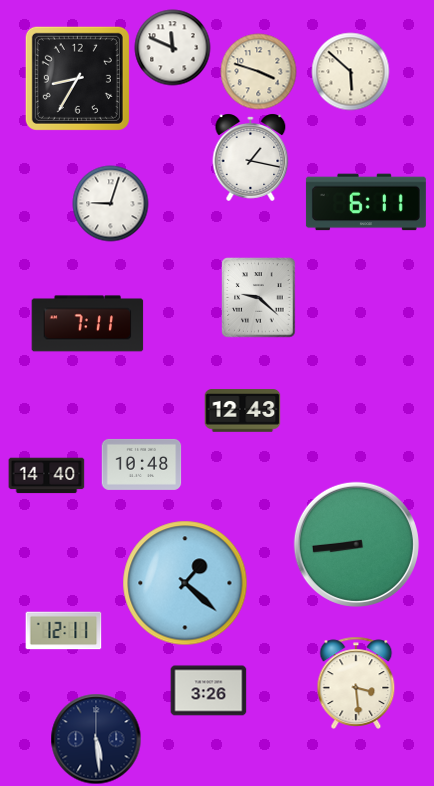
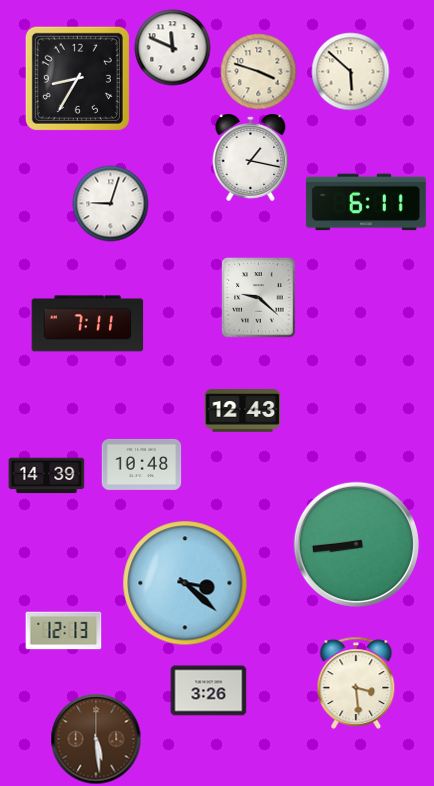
clock at (47, 476): 14:40 -> 14:39
clock at (185, 583): 1:22 -> 3:22
clock at (64, 631): 12:11 -> 12:13
clock at (96, 739) dial: navy -> brown
